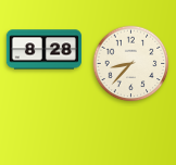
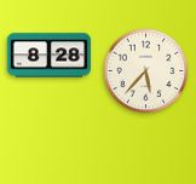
clock at (131, 64): 8:37 -> 5:37
